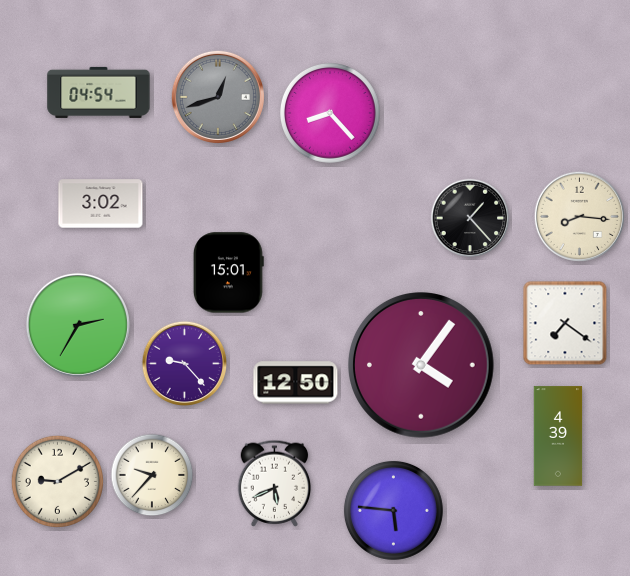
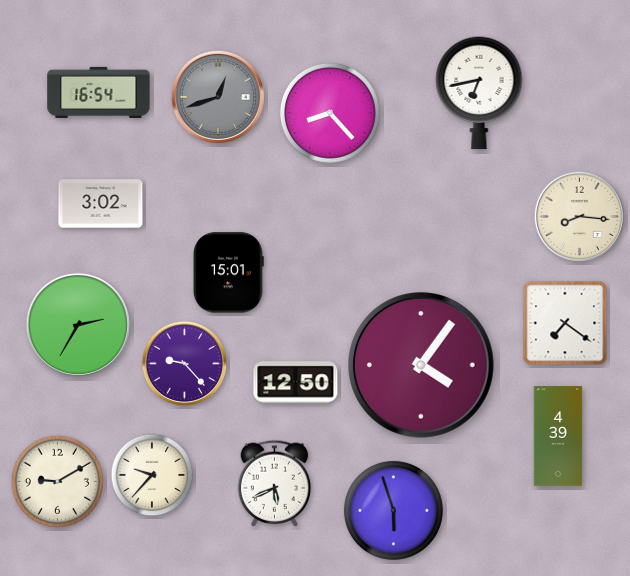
clock at (99, 92): 04:54 -> 16:54
clock at (479, 93): none -> 6:43
clock at (470, 218): 1:23 -> none
clock at (393, 510): 5:46 -> 5:57
